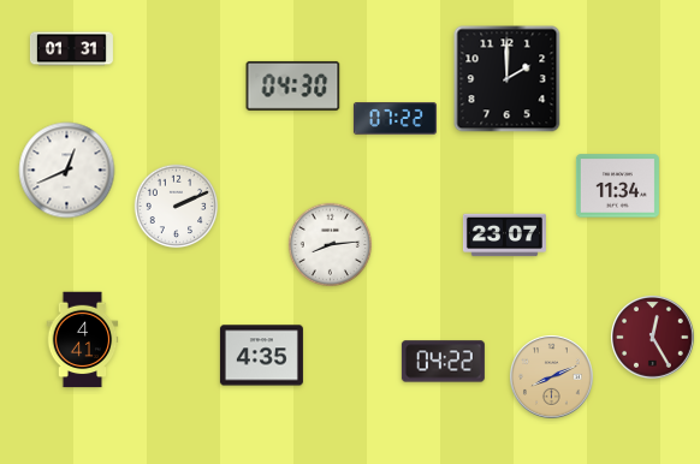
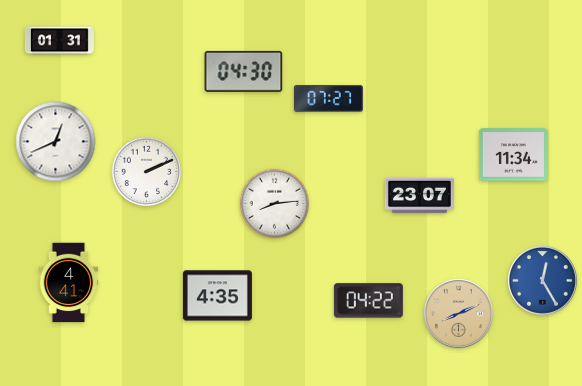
clock at (508, 79): 2:00 -> none
clock at (395, 119): 07:22 -> 07:27
clock at (653, 338) dial: burgundy -> blue
